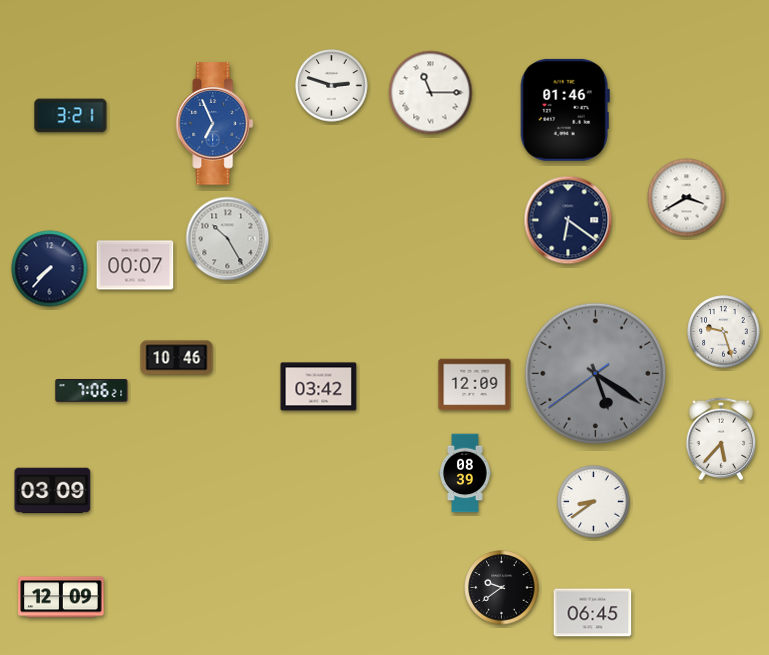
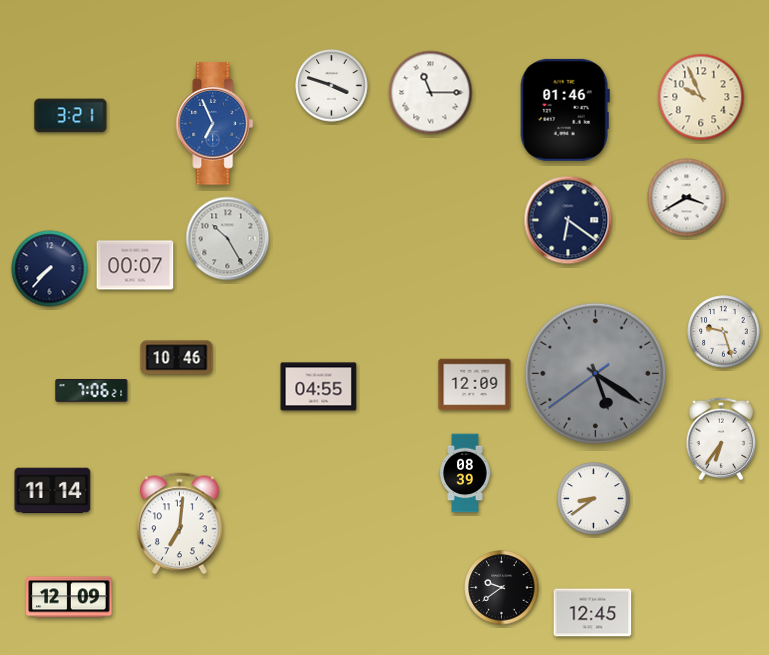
clock at (332, 86): 2:48 -> 3:48
clock at (701, 97): none -> 9:56
clock at (319, 387): 03:42 -> 04:55
clock at (721, 439): 5:37 -> 6:36
clock at (53, 491): 03:09 -> 11:14
clock at (594, 502) position: (594, 502) -> (594, 499)
clock at (180, 524): none -> 7:01
clock at (61, 597) position: (61, 597) -> (69, 597)
clock at (593, 613): 06:45 -> 12:45
